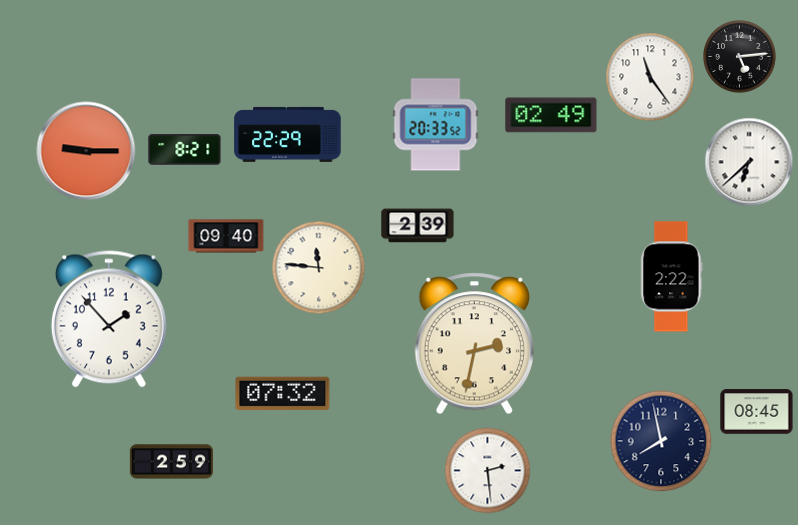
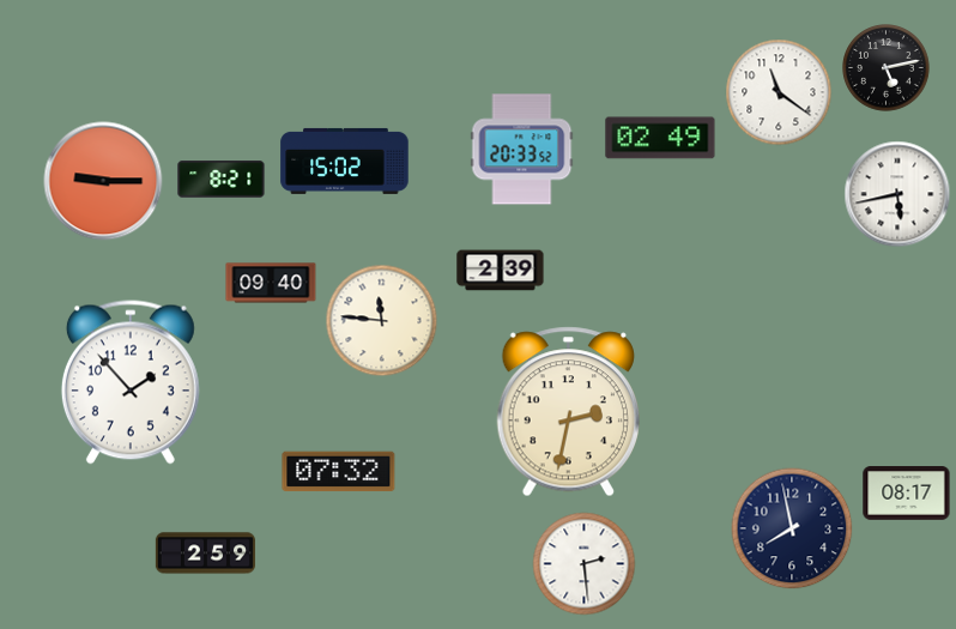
clock at (740, 57): 5:14 -> 5:13
clock at (650, 77): 11:24 -> 11:21
clock at (288, 134): 22:29 -> 15:02
clock at (749, 162): 6:38 -> 5:43
clock at (672, 277): 2:22 -> none
clock at (757, 412): 08:45 -> 08:17
